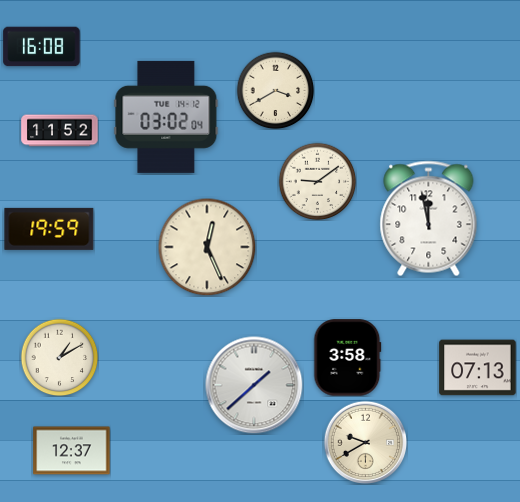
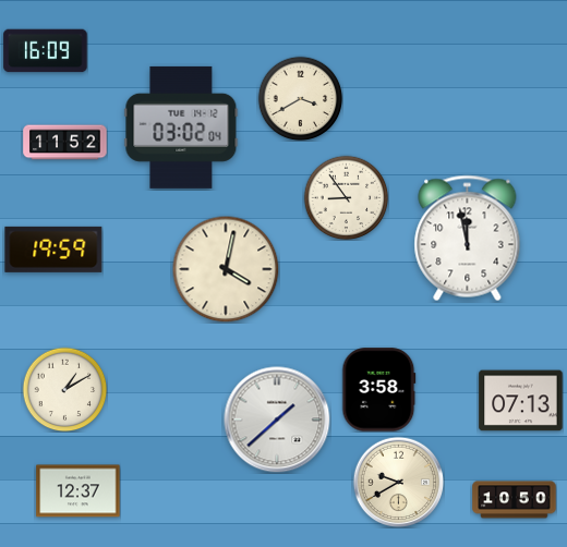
clock at (42, 47): 16:08 -> 16:09
clock at (317, 181): 9:09 -> 8:54
clock at (207, 247): 12:26 -> 4:02
clock at (515, 500): none -> 10:50
